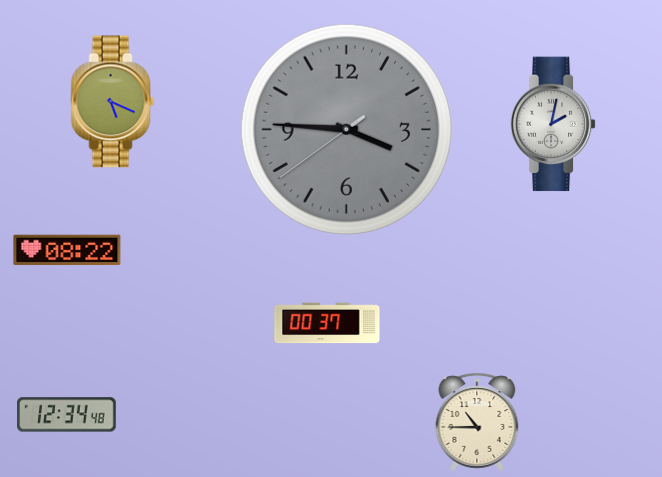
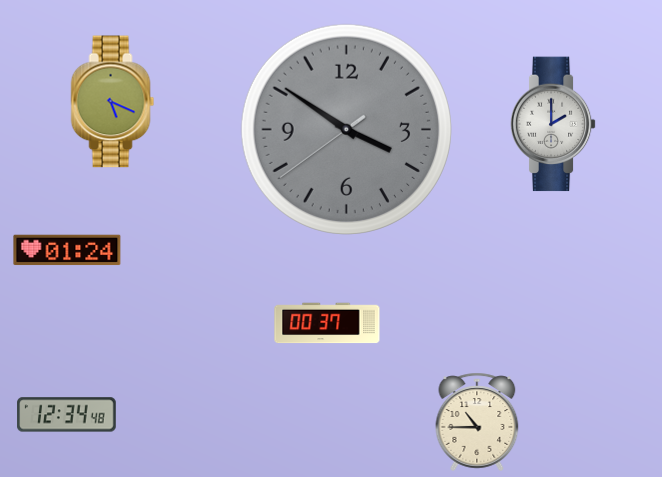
clock at (553, 124): 2:02 -> 2:00
clock at (346, 129): 3:45 -> 3:50
clock at (67, 250): 08:22 -> 01:24
